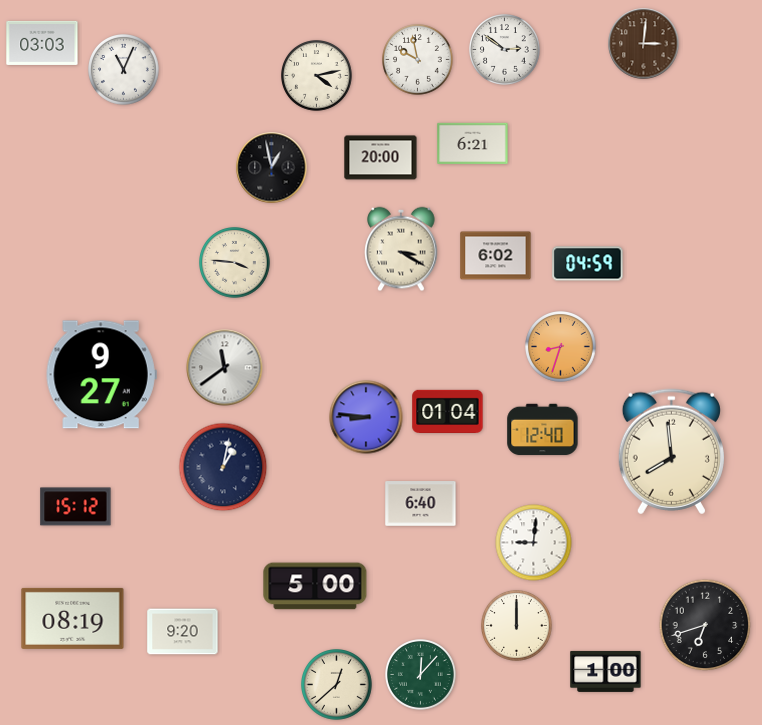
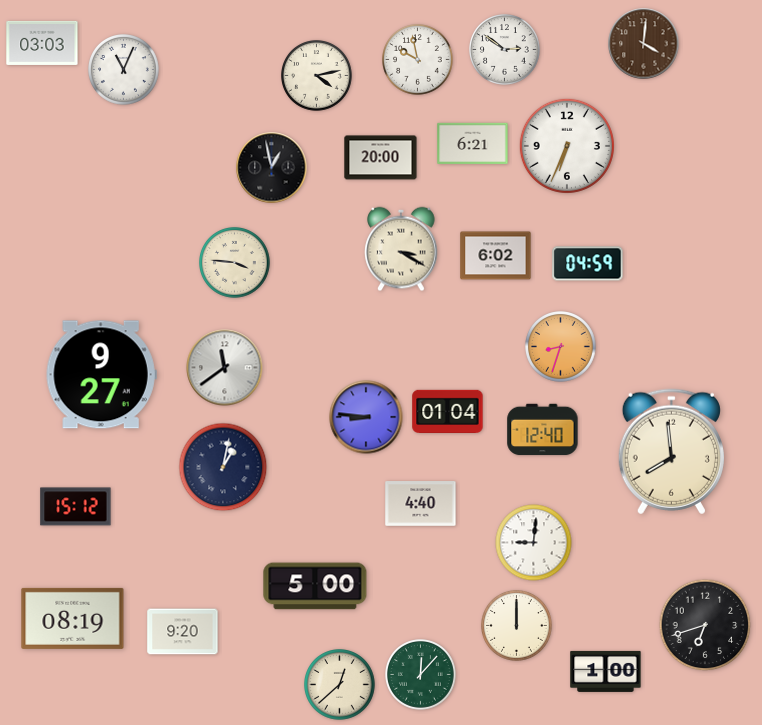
clock at (644, 44): 3:01 -> 4:01
clock at (567, 146): none -> 6:34
clock at (421, 504): 6:40 -> 4:40
clock at (337, 685) position: (337, 685) -> (340, 685)
